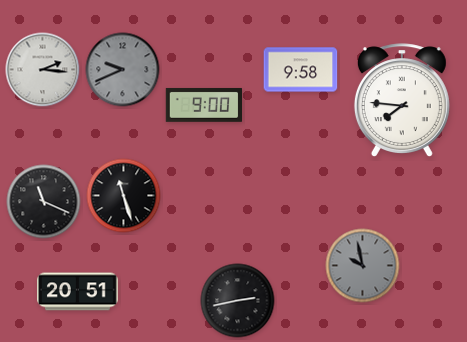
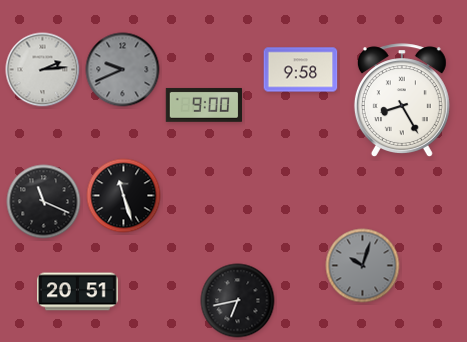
clock at (43, 70): 2:16 -> 2:14
clock at (402, 100): 7:46 -> 8:25
clock at (363, 266): 9:58 -> 10:03
clock at (238, 301): 2:43 -> 6:43
